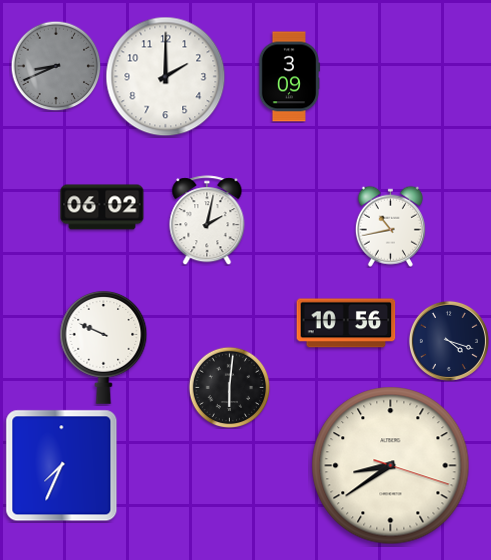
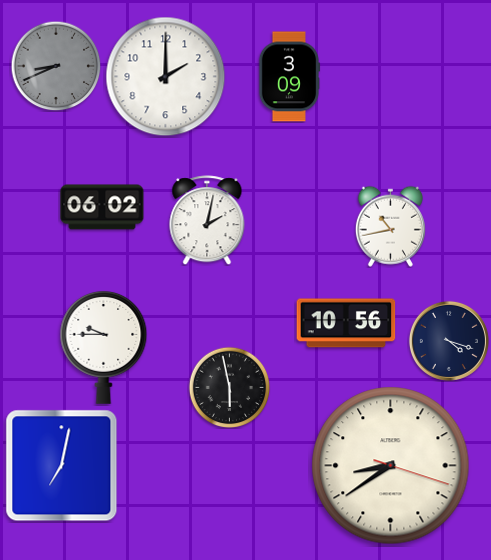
clock at (104, 347): 9:49 -> 9:45
clock at (229, 387): 6:01 -> 5:58
clock at (62, 466): 7:34 -> 7:02
